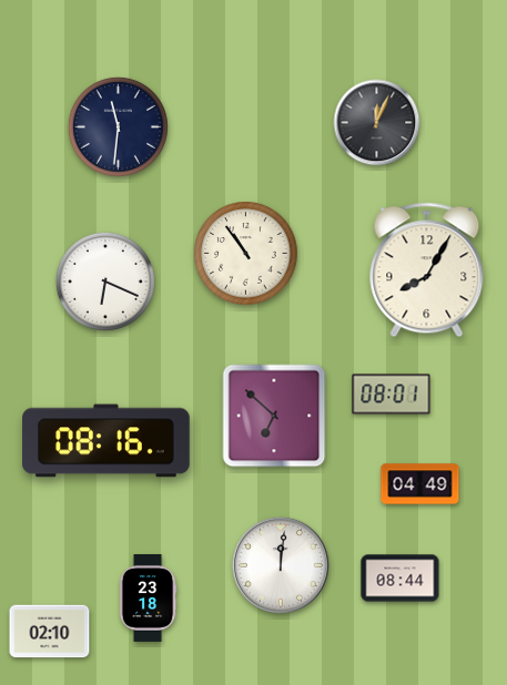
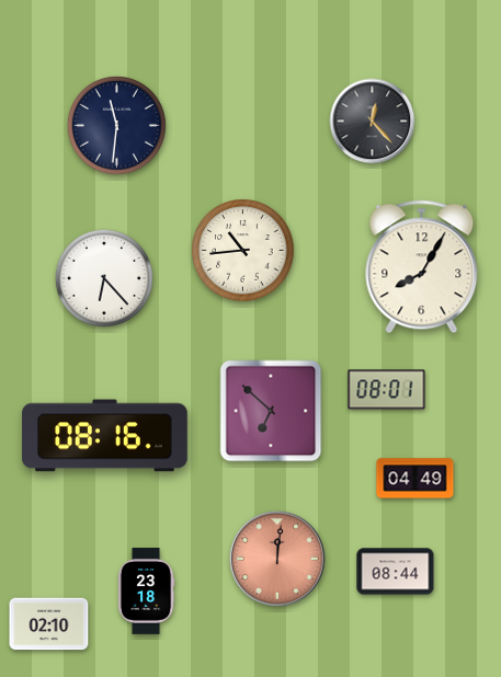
clock at (377, 123): 12:04 -> 12:23
clock at (246, 254): 10:54 -> 10:44
clock at (105, 282): 6:19 -> 6:23
clock at (281, 565) dial: white -> salmon
